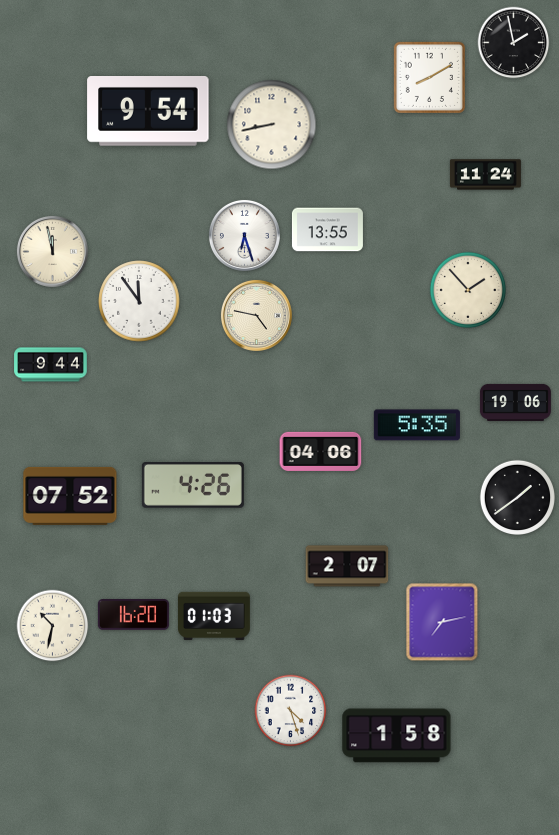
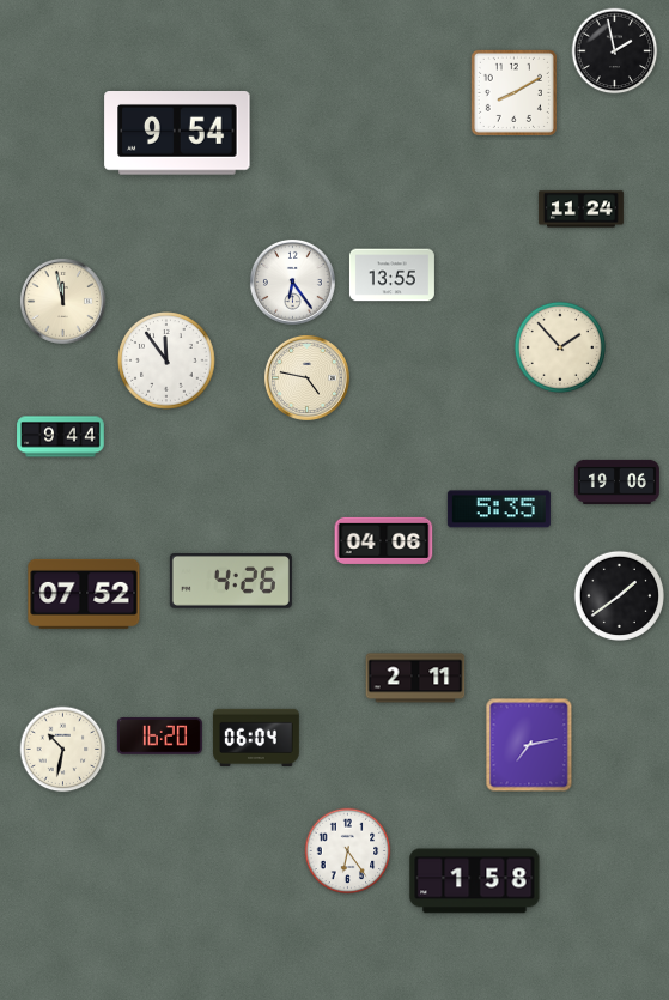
clock at (272, 125): 8:43 -> none
clock at (244, 235): 6:27 -> 6:24
clock at (347, 566): 2:07 -> 2:11
clock at (214, 615): 01:03 -> 06:04
clock at (291, 711): 4:27 -> 6:24
